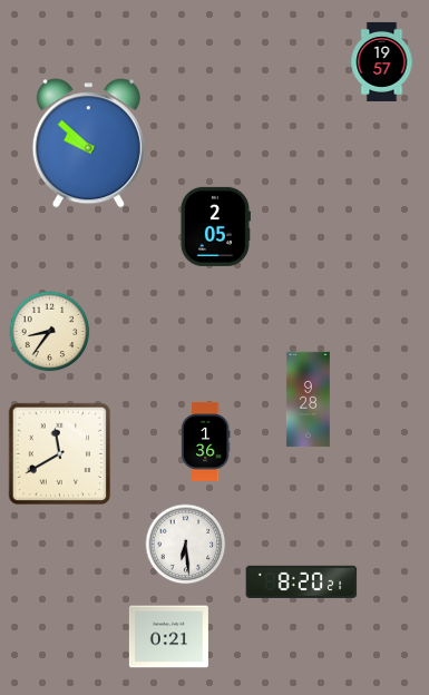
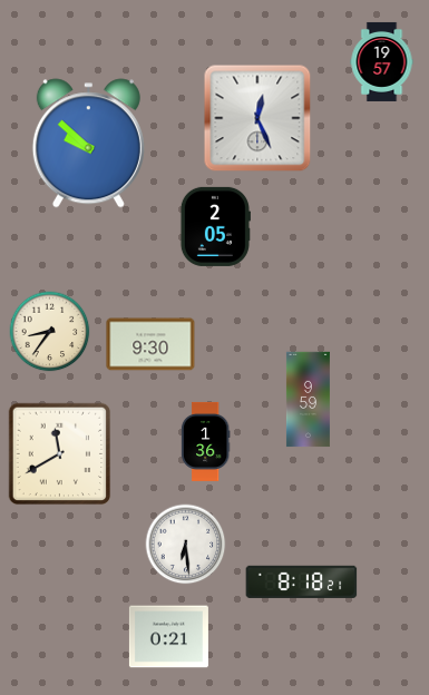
clock at (257, 118): none -> 12:26
clock at (150, 344): none -> 9:30
clock at (308, 400): 9:28 -> 9:59
clock at (302, 581): 8:20 -> 8:18
